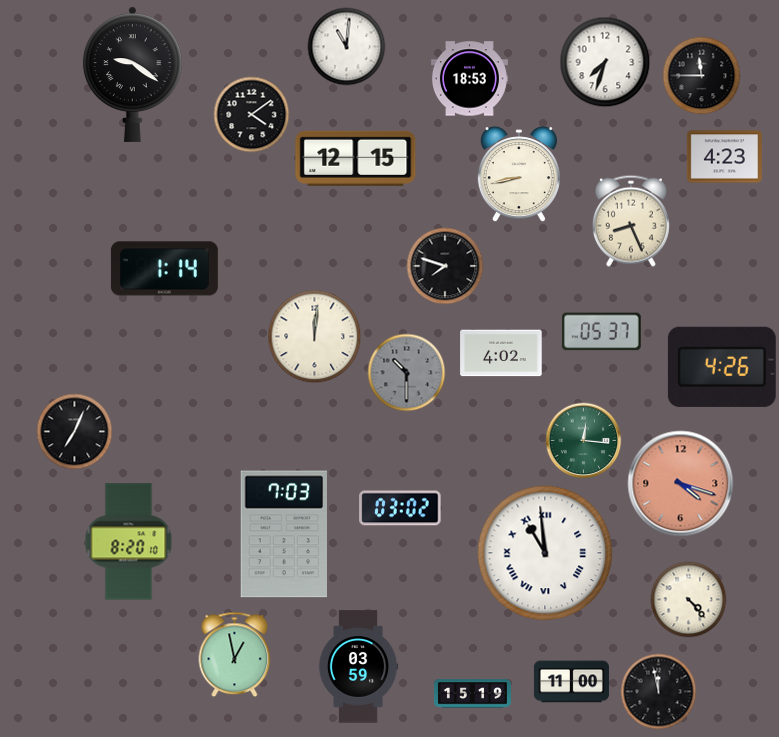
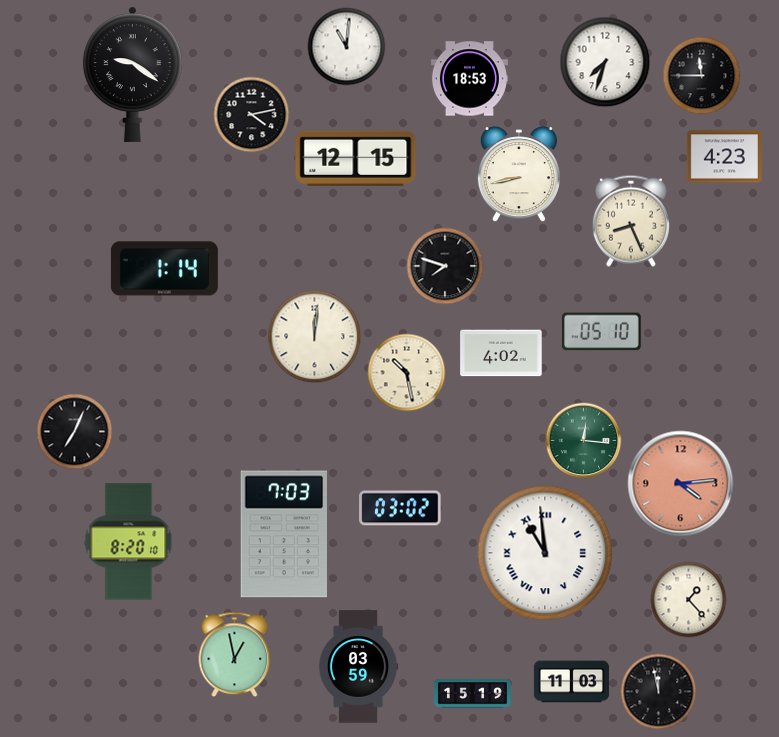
clock at (252, 115): 4:09 -> 4:13
clock at (601, 332): 05:37 -> 05:10
clock at (722, 367): 4:26 -> none
clock at (407, 373): 10:30 -> 10:28
clock at (407, 373) dial: grey -> cream
clock at (681, 484): 4:18 -> 4:14
clock at (689, 600): 4:23 -> 1:23
clock at (571, 682): 11:00 -> 11:03
